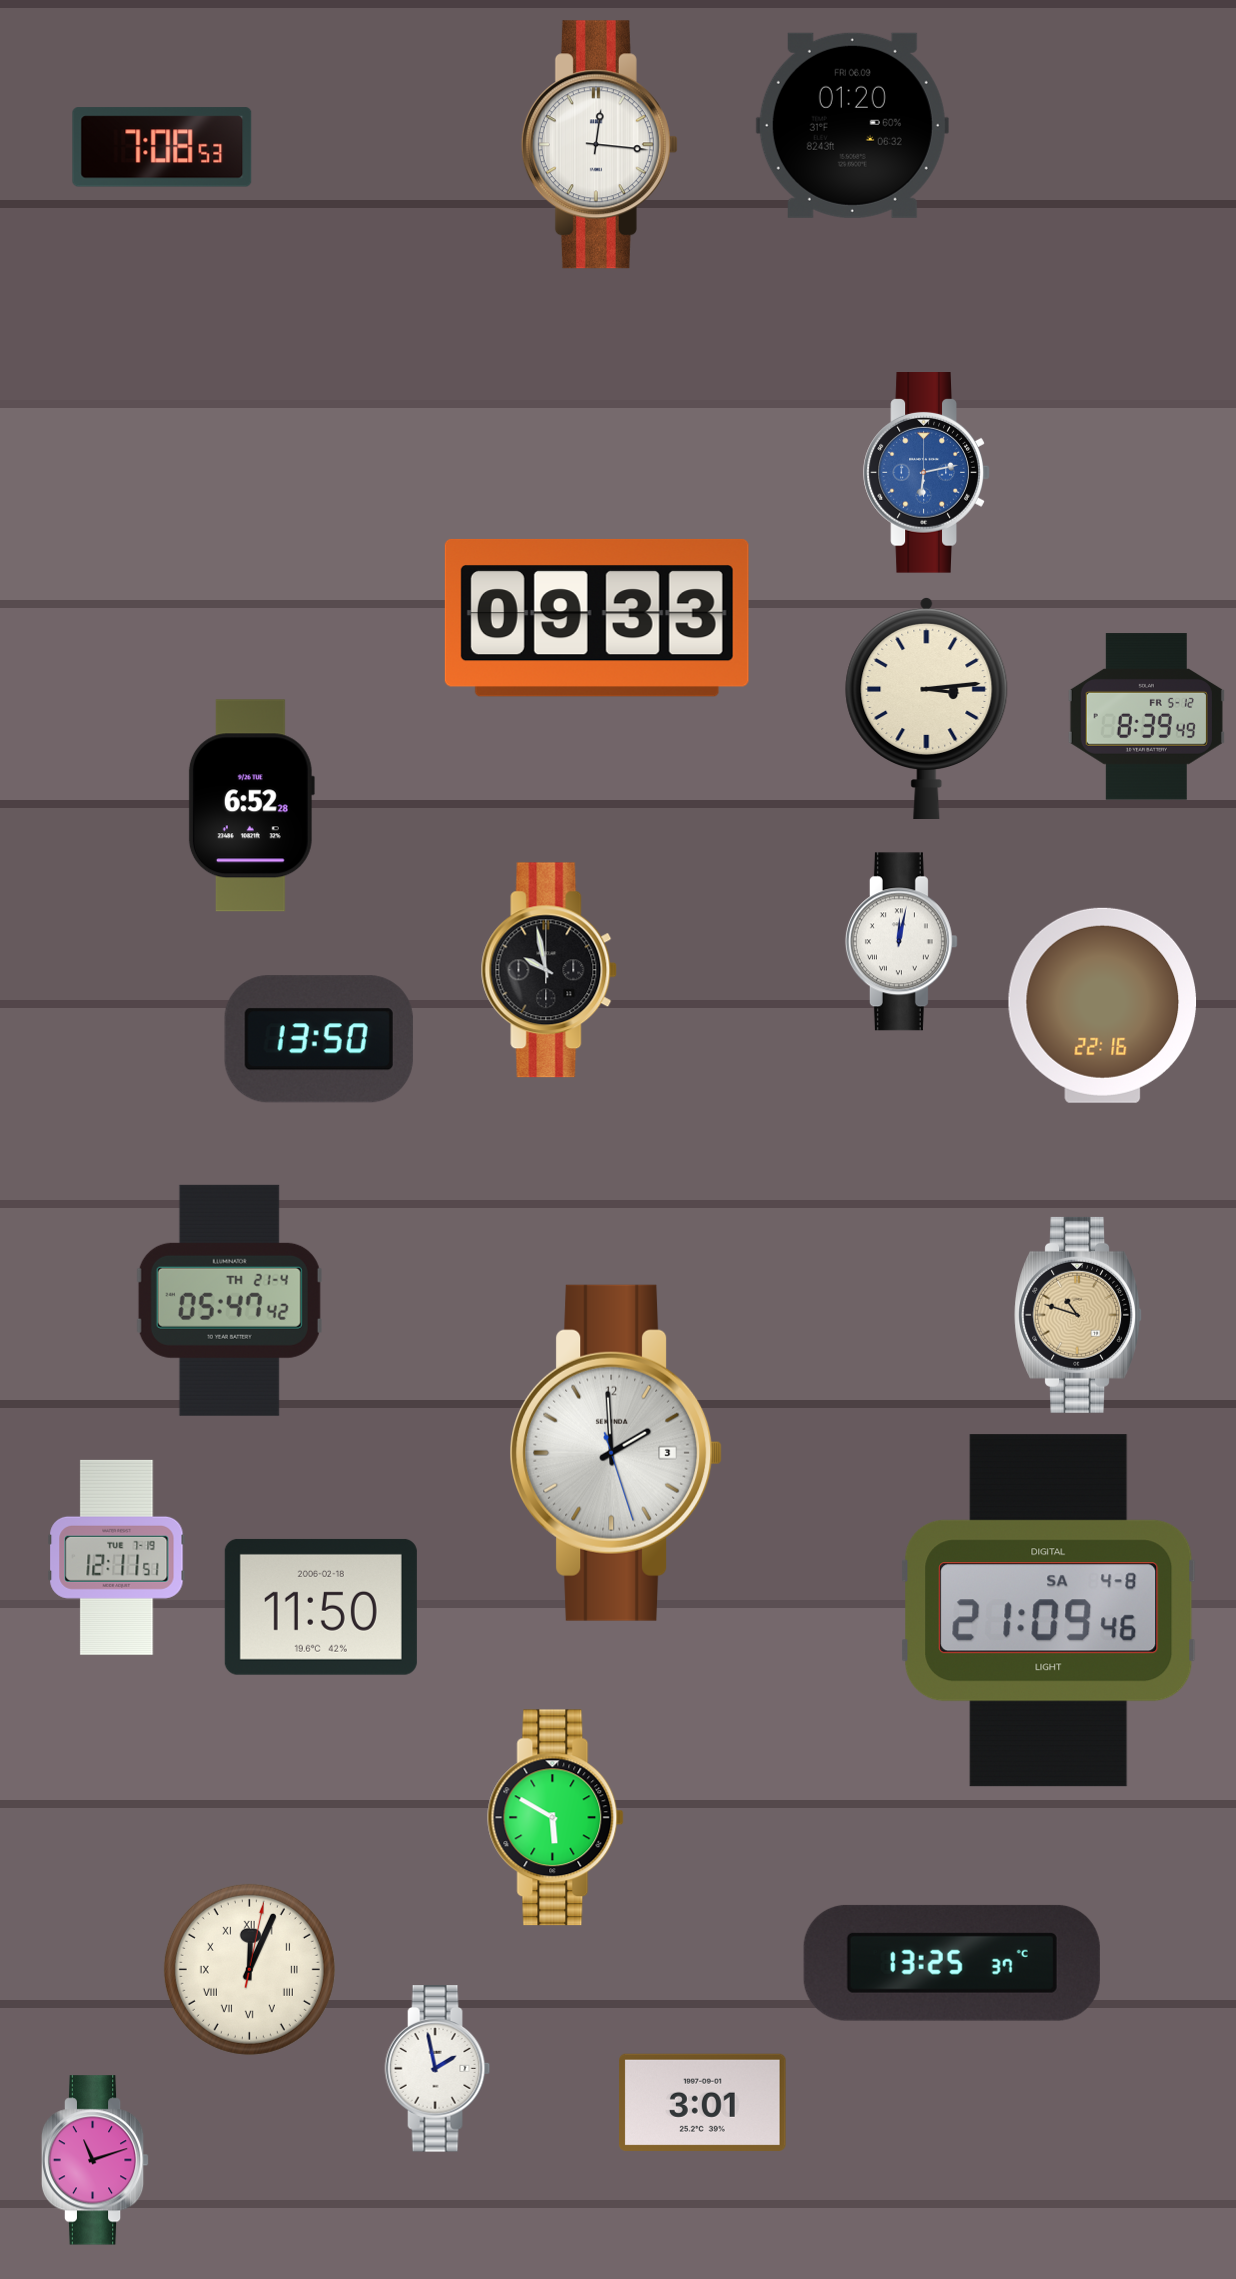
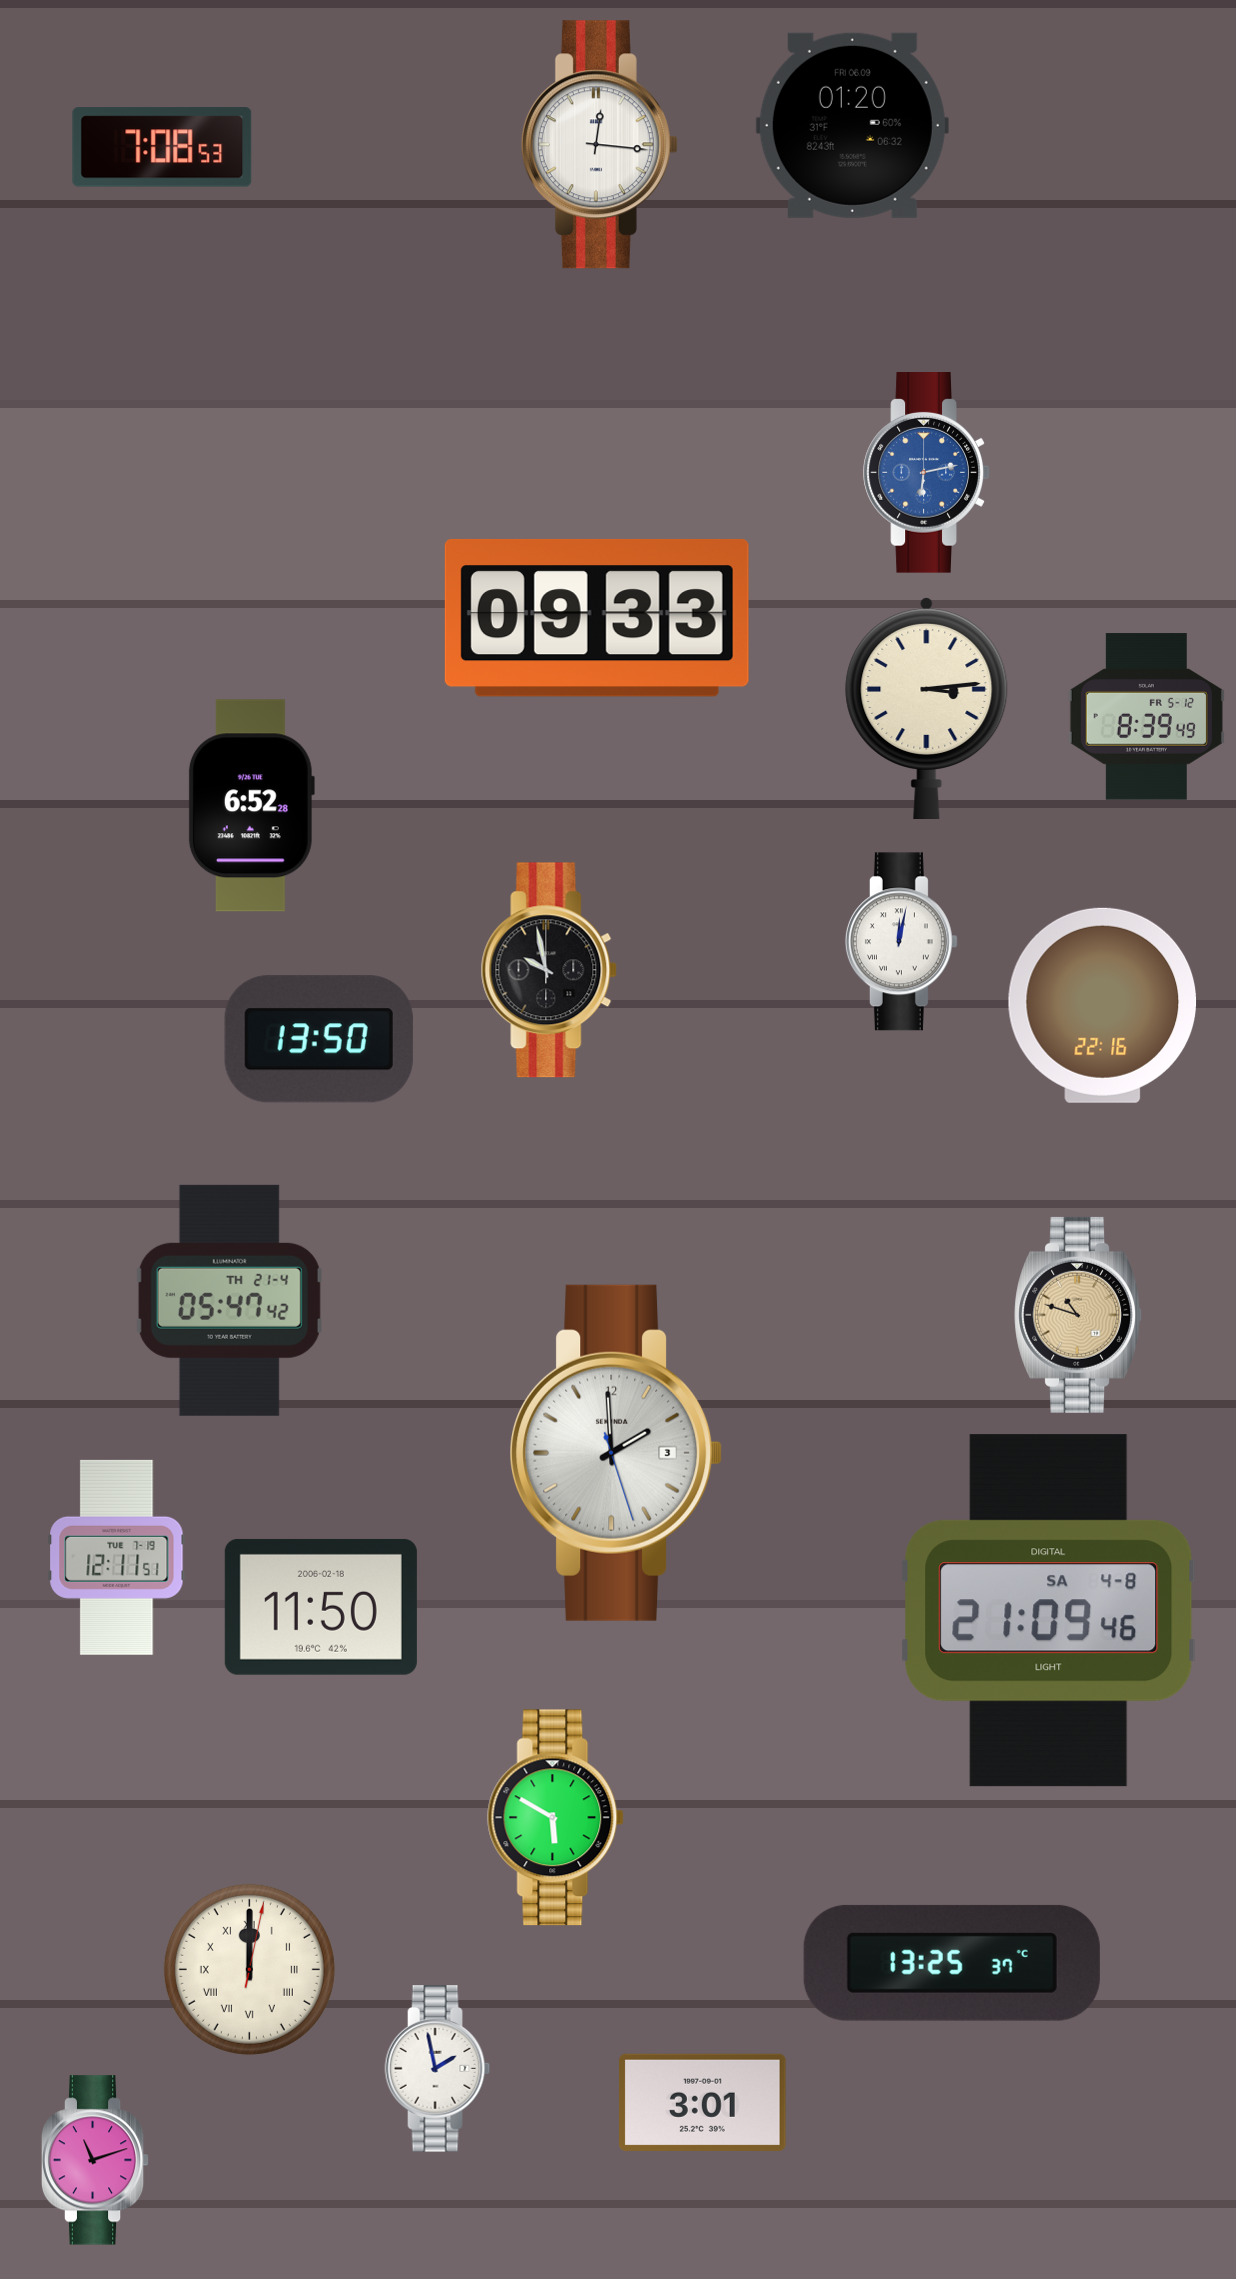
clock at (249, 1969): 12:04 -> 12:00
